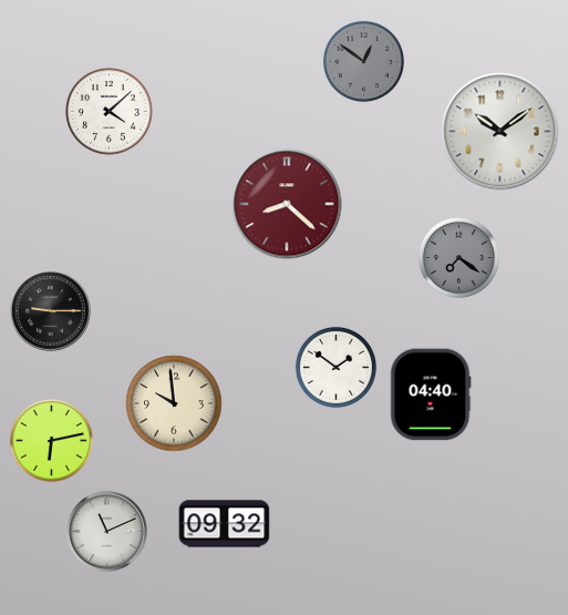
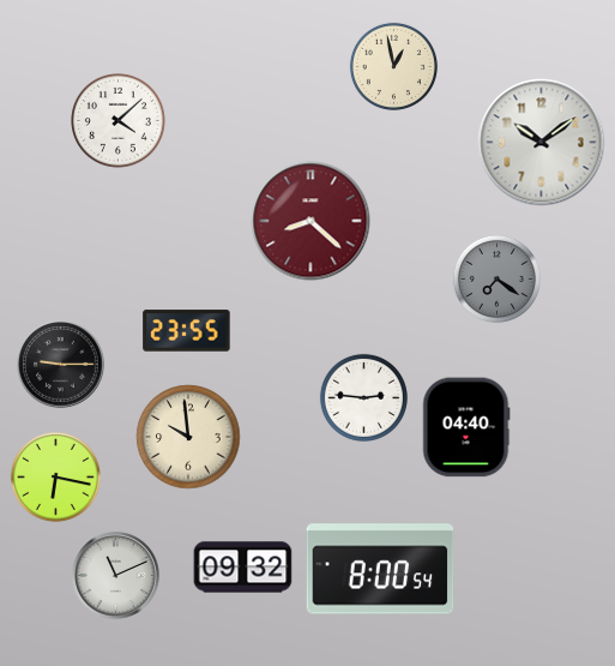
clock at (363, 61): 12:51 -> 12:58
clock at (363, 61) dial: grey -> cream
clock at (187, 331): none -> 23:55
clock at (51, 311) position: (51, 311) -> (61, 365)
clock at (335, 367): 1:51 -> 2:46
clock at (51, 440): 6:13 -> 6:17
clock at (380, 569): none -> 8:00
